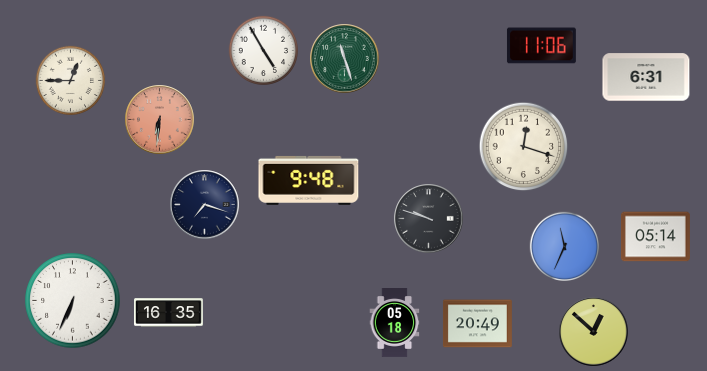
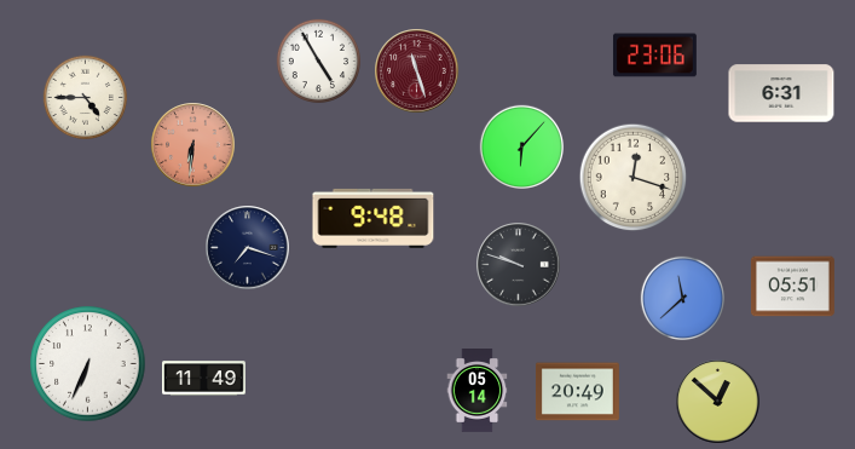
clock at (541, 46): 11:06 -> 23:06
clock at (345, 59) dial: green -> burgundy
clock at (70, 80): 12:45 -> 4:45
clock at (521, 146): none -> 6:07
clock at (655, 237): 05:14 -> 05:51
clock at (564, 246): 11:34 -> 11:38
clock at (169, 313): 16:35 -> 11:49
clock at (395, 323): 05:18 -> 05:14
